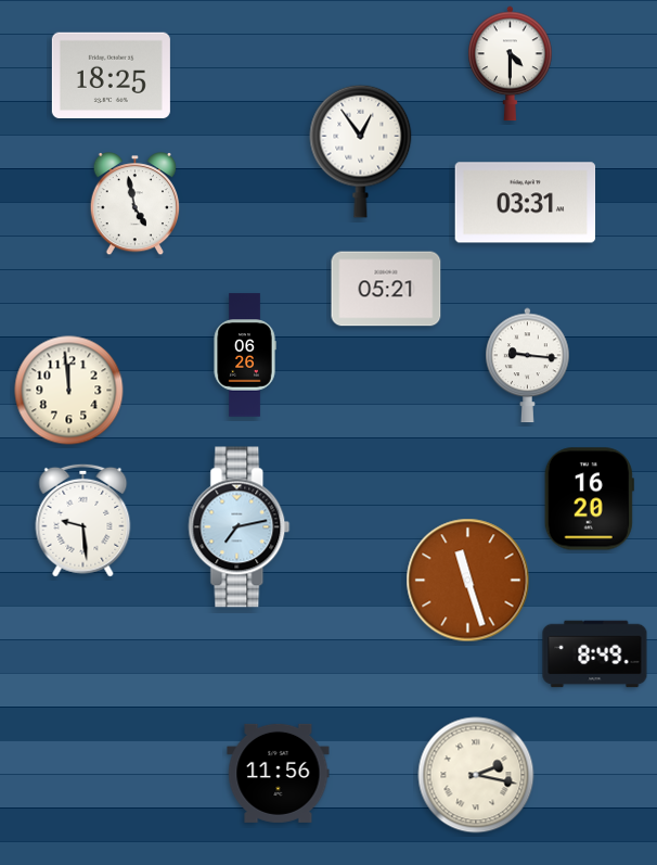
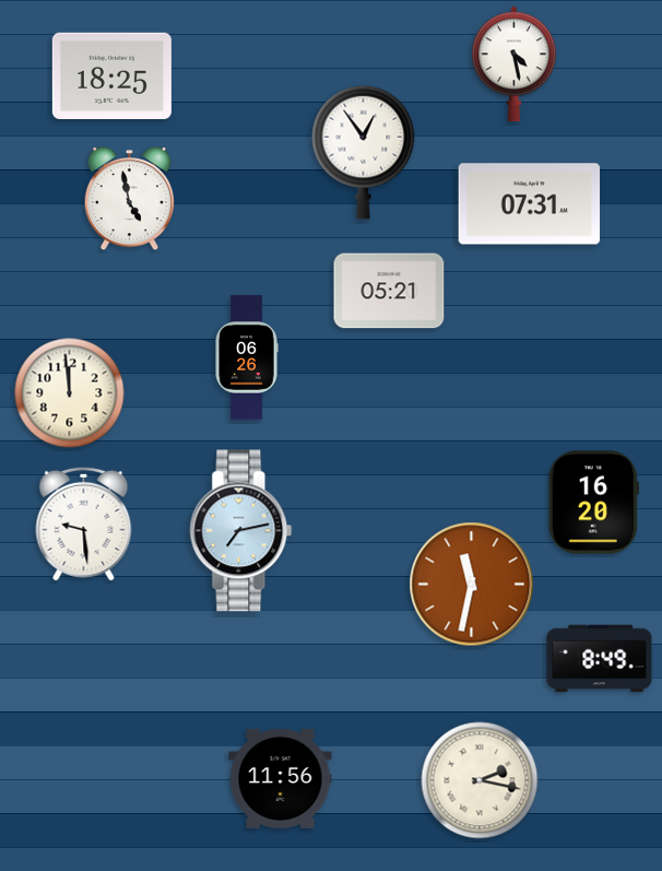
clock at (511, 64): 4:30 -> 4:28
clock at (526, 203): 03:31 -> 07:31
clock at (136, 205) position: (136, 205) -> (130, 200)
clock at (528, 366): 9:16 -> none
clock at (468, 581): 11:27 -> 11:32
